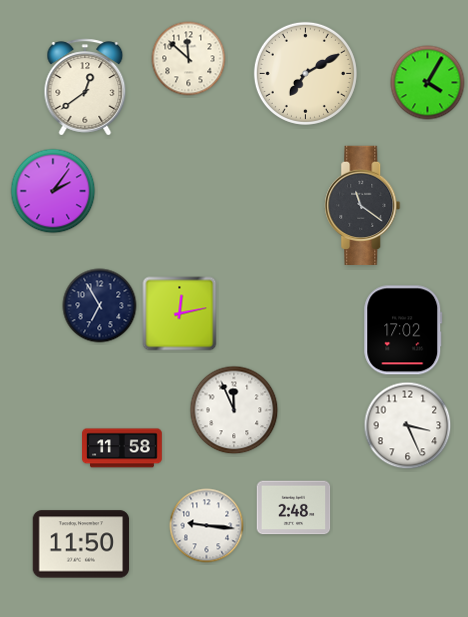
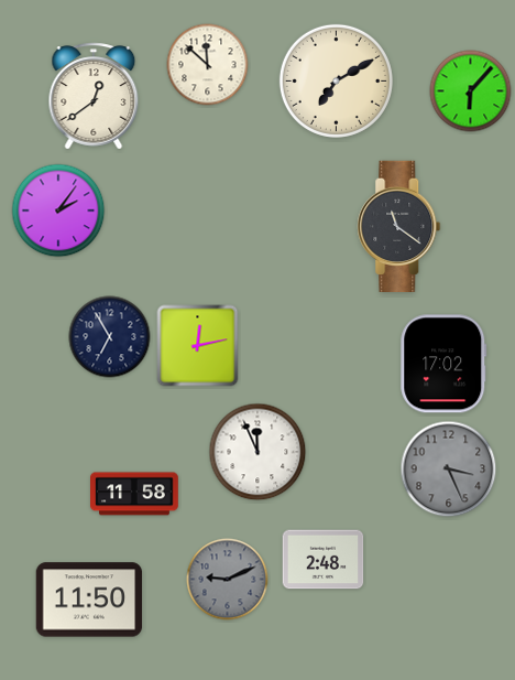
clock at (428, 83): 4:05 -> 6:07
clock at (408, 426) dial: white -> grey
clock at (207, 526): 9:16 -> 9:11
clock at (207, 526) dial: white -> grey
